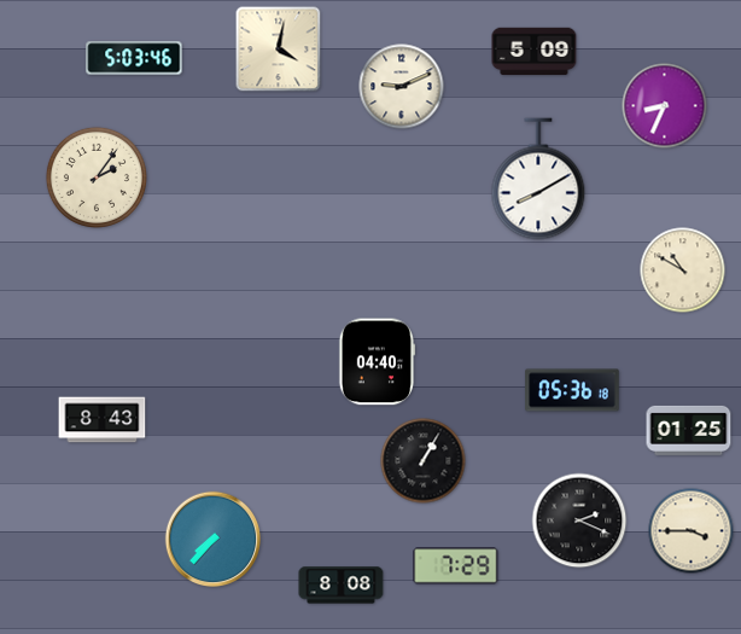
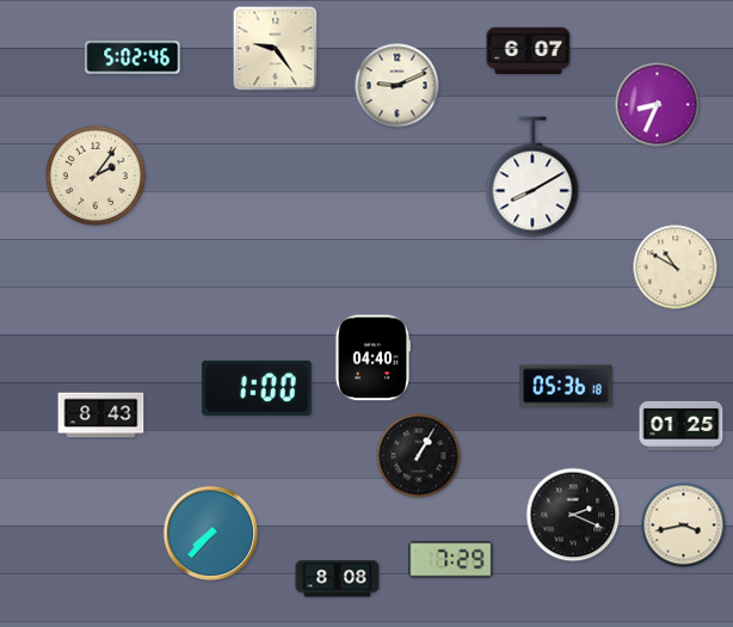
clock at (279, 50): 4:02 -> 9:24
clock at (535, 52): 5:09 -> 6:07
clock at (134, 58): 5:03 -> 5:02
clock at (257, 388): none -> 1:00
clock at (692, 531): 3:45 -> 3:43
